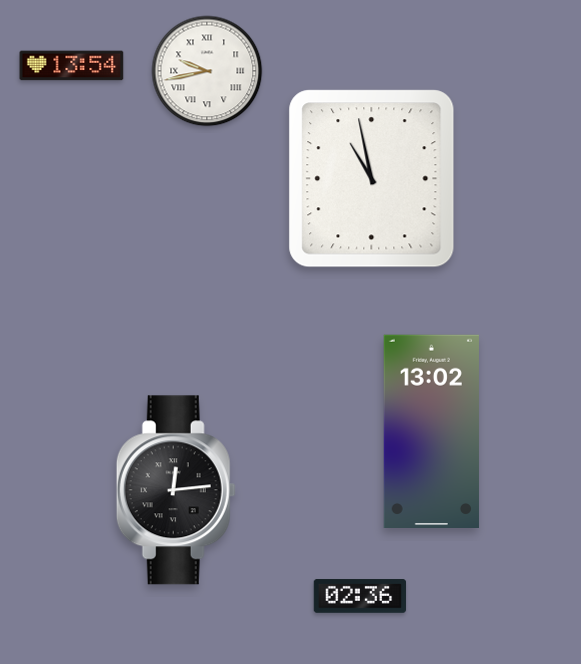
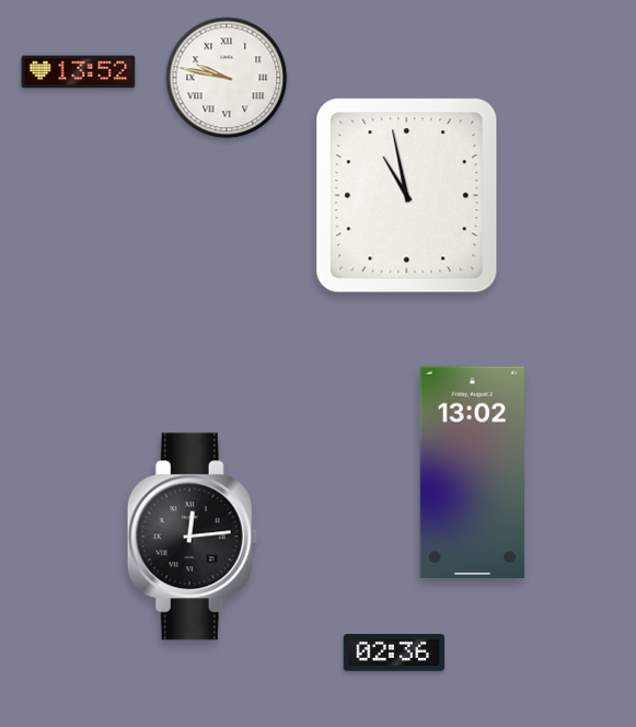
clock at (72, 66): 13:54 -> 13:52
clock at (207, 71): 9:43 -> 9:47
